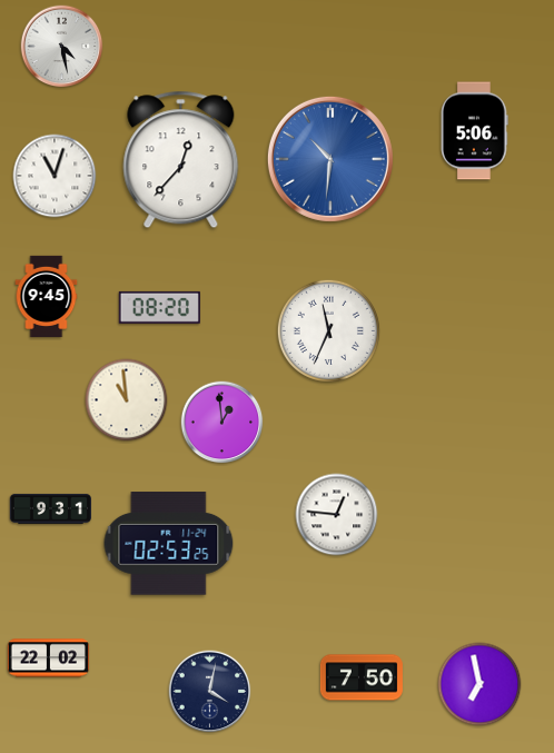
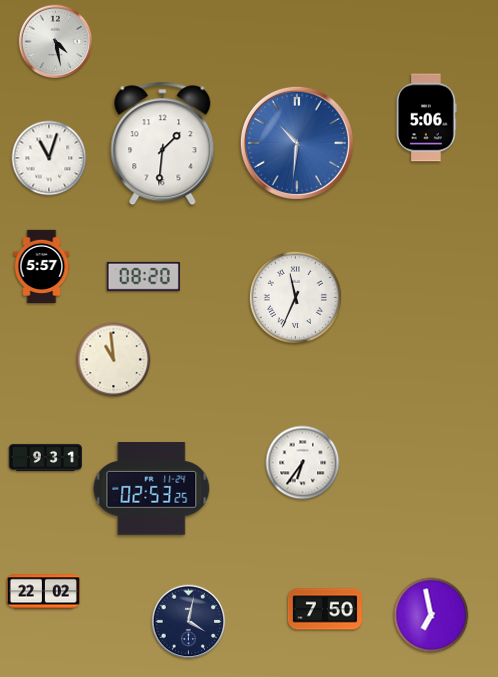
clock at (181, 160): 12:37 -> 1:31
clock at (47, 296): 9:45 -> 5:57
clock at (222, 423): 12:59 -> none
clock at (337, 515): 12:46 -> 6:36
